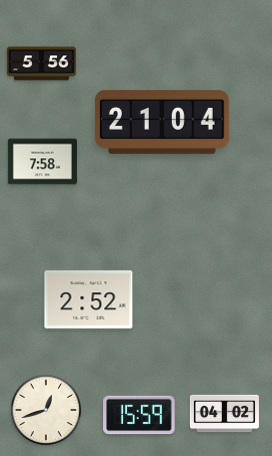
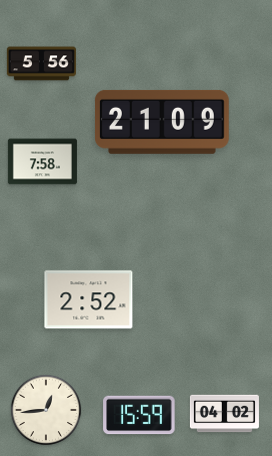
clock at (162, 122): 21:04 -> 21:09
clock at (46, 410): 12:42 -> 12:44
